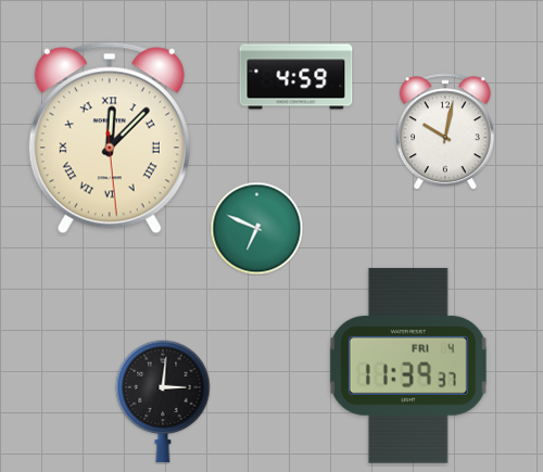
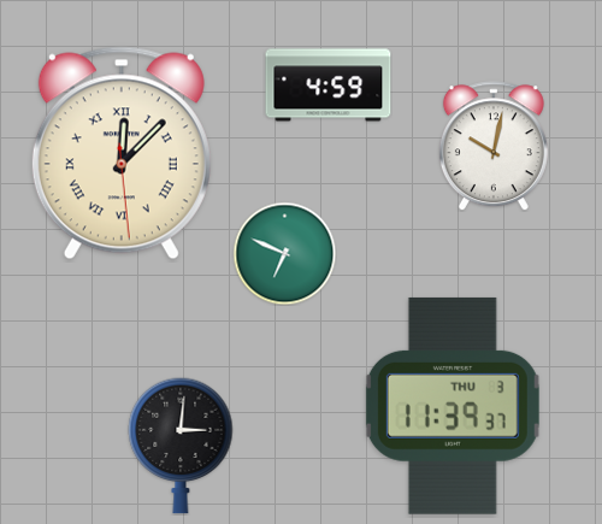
clock at (408, 366) date: FRI 4 -> THU 3
